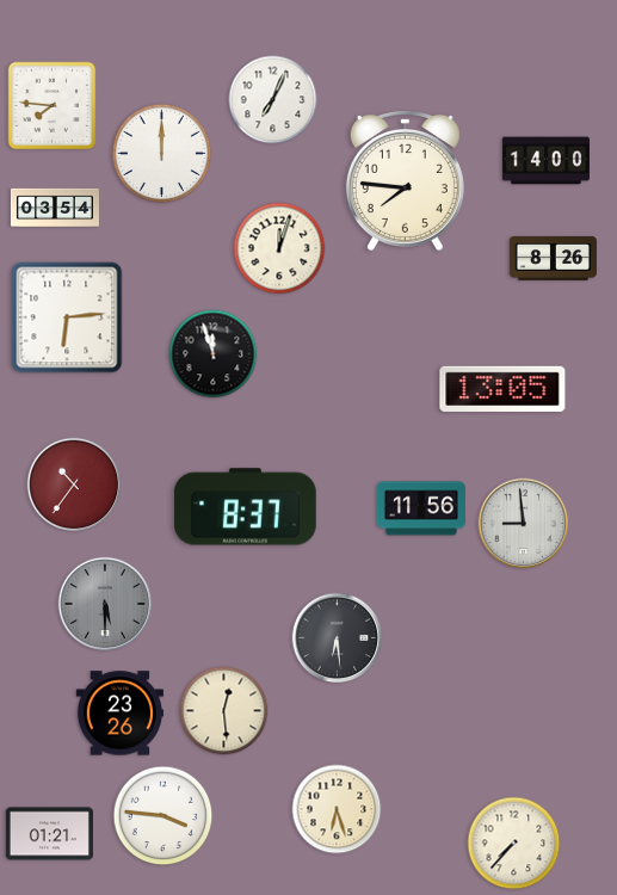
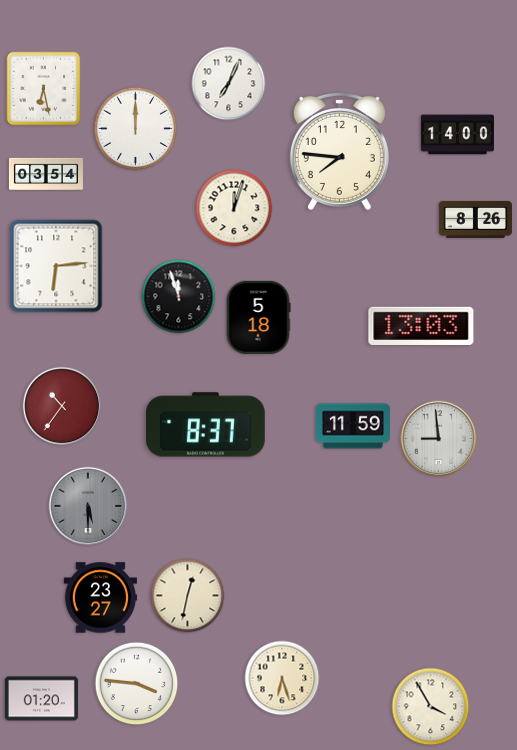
clock at (53, 106): 7:46 -> 6:28
clock at (553, 258) position: (553, 258) -> (475, 219)
clock at (258, 317): none -> 5:18
clock at (502, 388): 13:05 -> 13:03
clock at (421, 508): 11:56 -> 11:59
clock at (338, 638): 6:29 -> none
clock at (224, 711): 12:29 -> 12:32
clock at (119, 714): 23:26 -> 23:27
clock at (49, 834): 01:21 -> 01:20
clock at (514, 844): 7:37 -> 3:55
